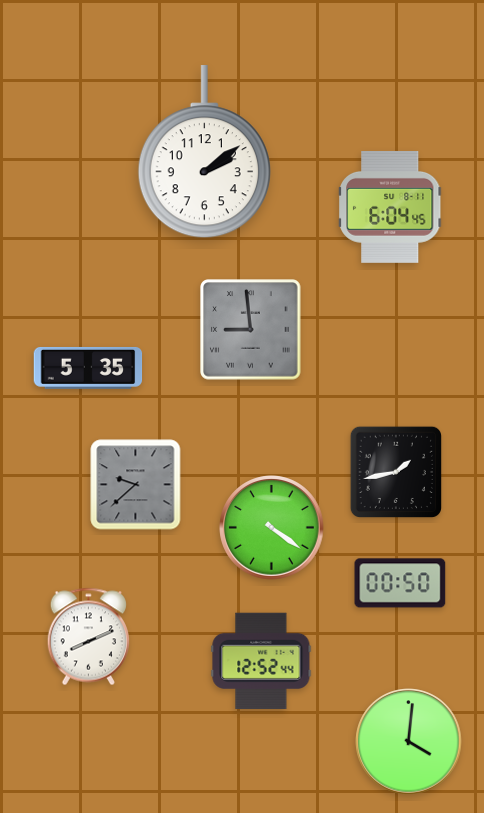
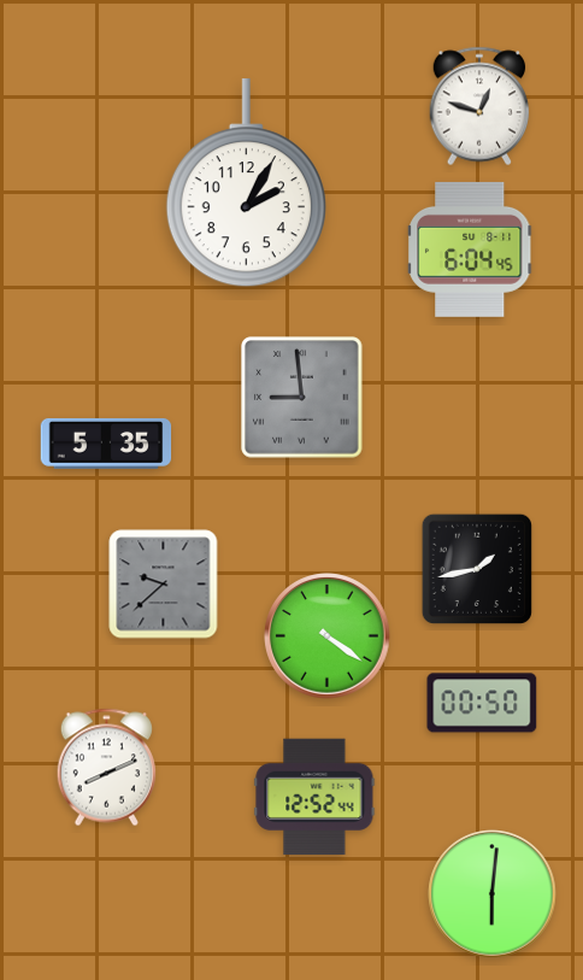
clock at (479, 106): none -> 12:48
clock at (204, 152): 2:09 -> 2:05
clock at (409, 742): 4:01 -> 6:01
